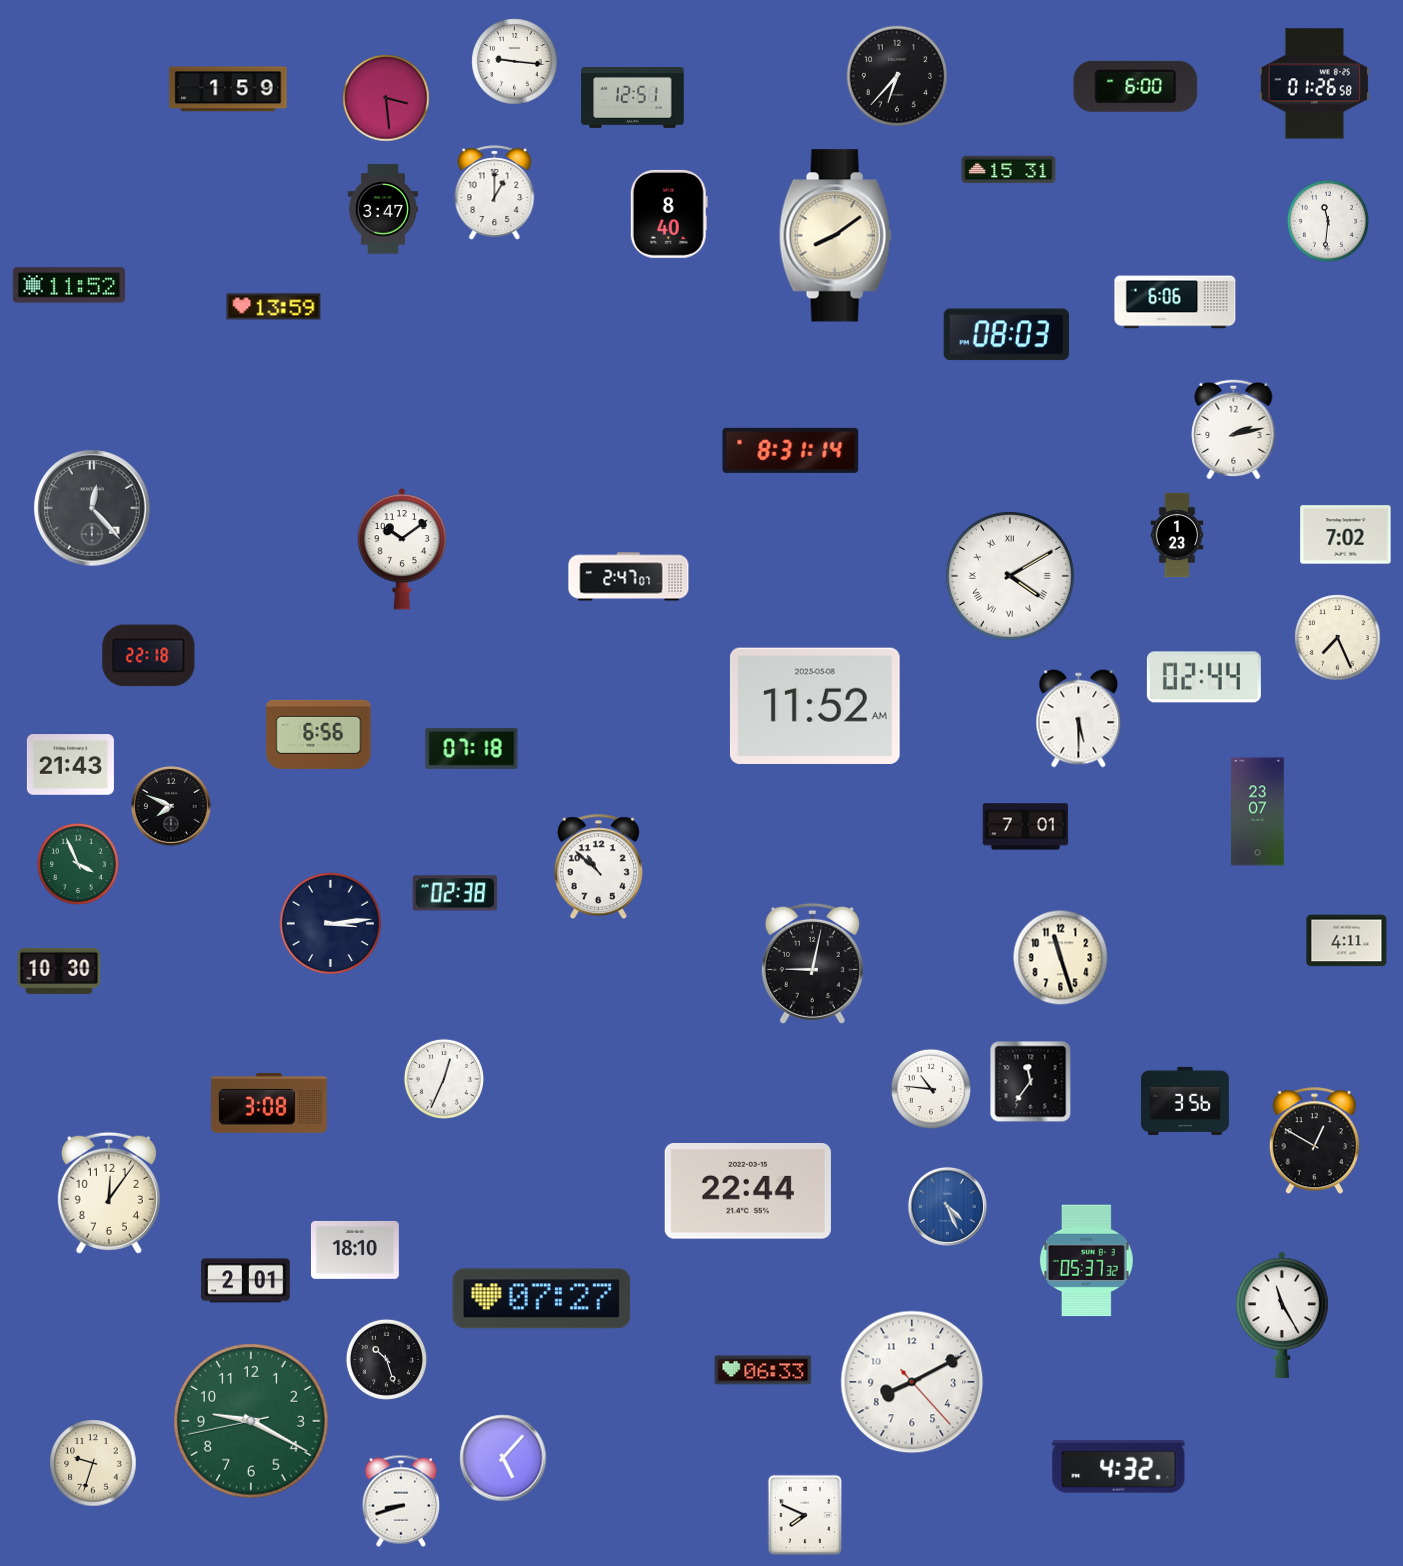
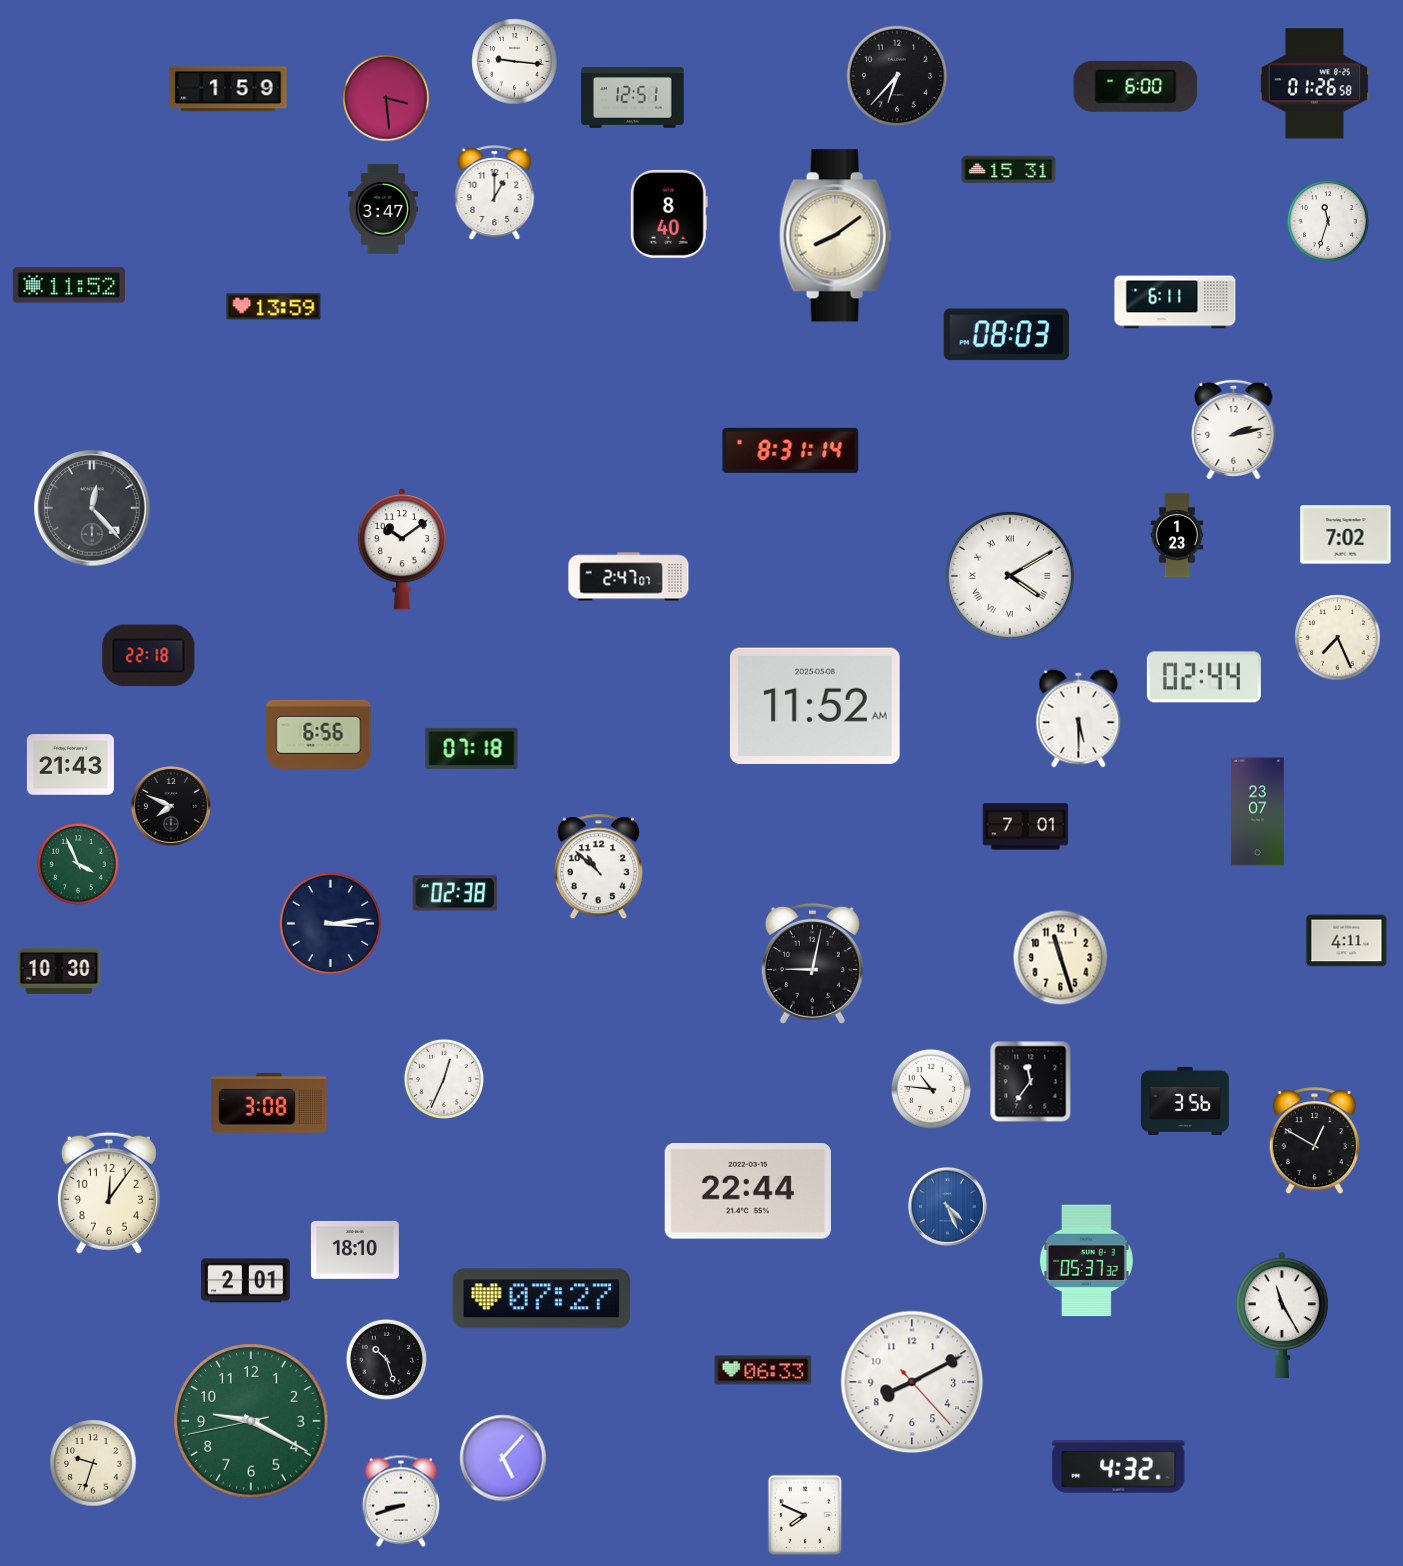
clock at (1328, 221): 11:31 -> 11:33
clock at (1175, 302): 6:06 -> 6:11
